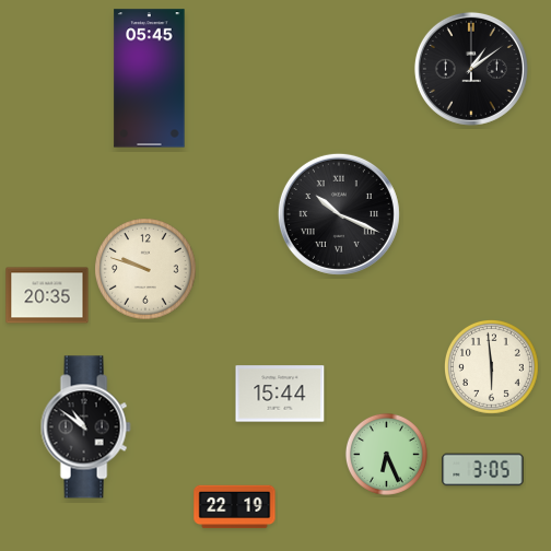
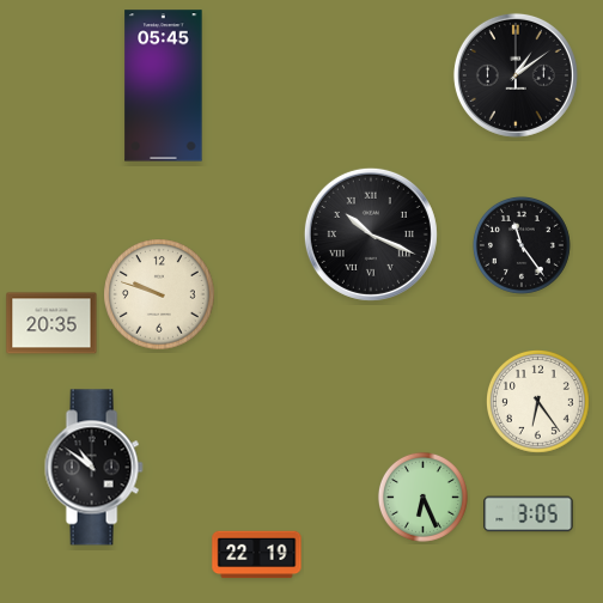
clock at (522, 245): none -> 11:24
clock at (492, 367): 5:59 -> 6:24
clock at (280, 394): 15:44 -> none
